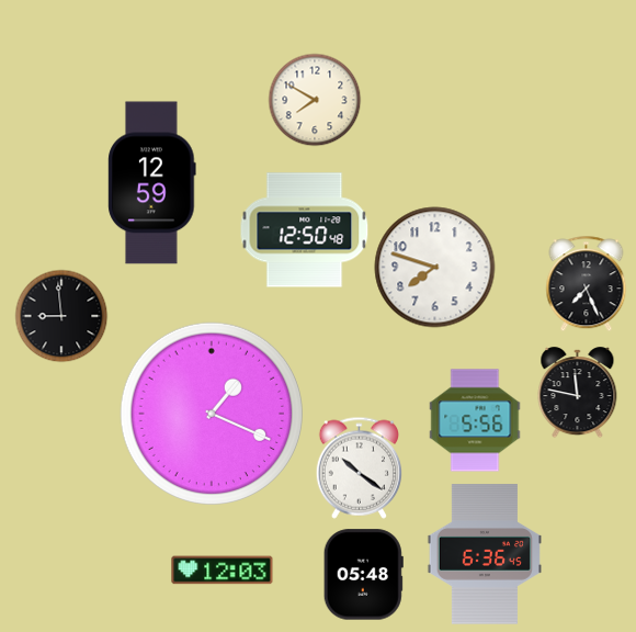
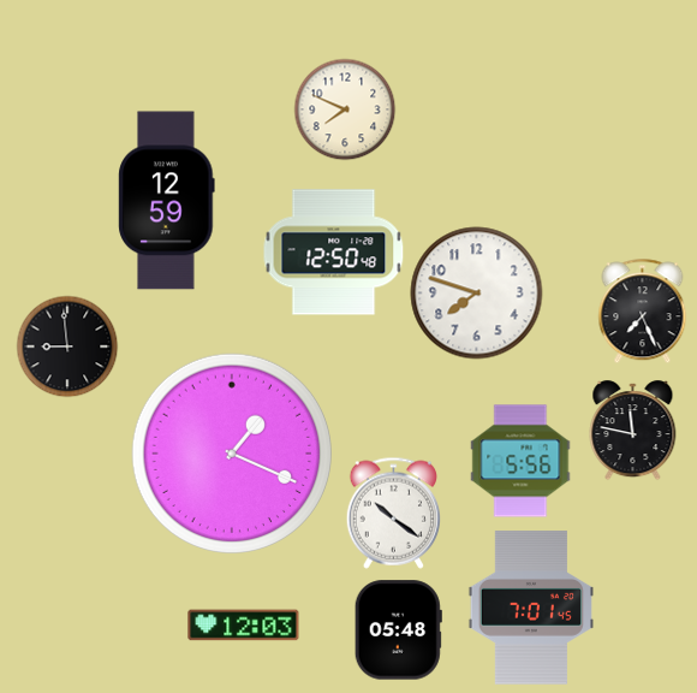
clock at (315, 100): 7:50 -> 7:49
clock at (484, 554): 6:36 -> 7:01
